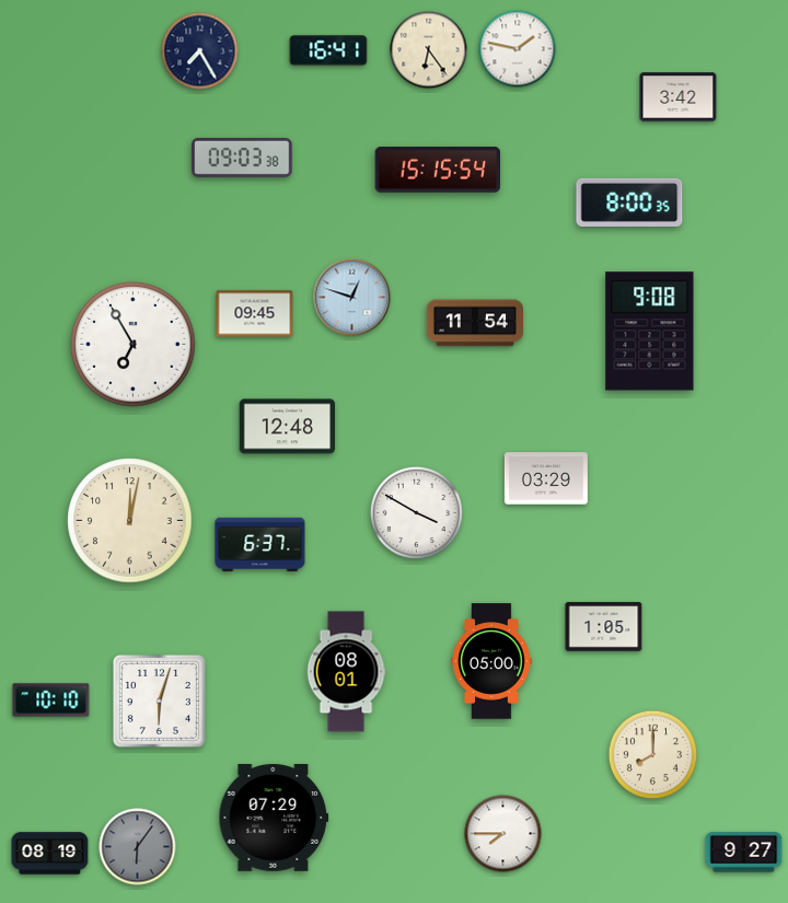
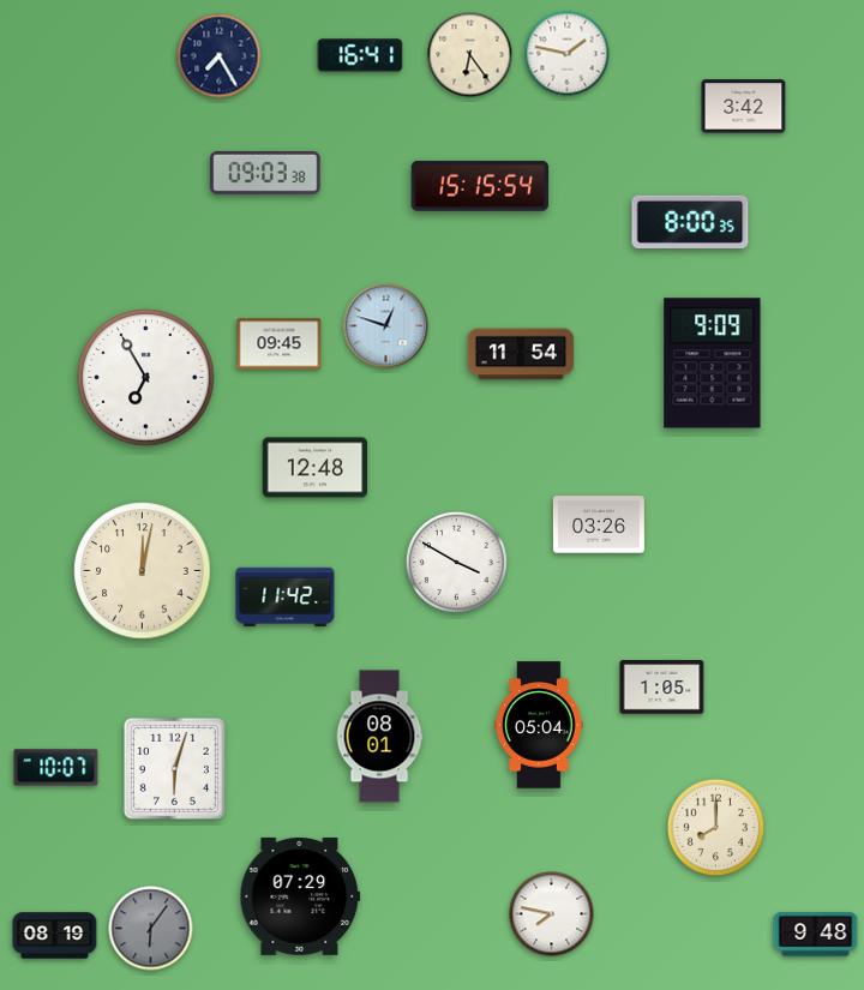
clock at (650, 332): 9:08 -> 9:09
clock at (546, 478): 03:29 -> 03:26
clock at (260, 545): 6:37 -> 11:42
clock at (491, 661): 05:00 -> 05:04
clock at (51, 701): 10:10 -> 10:07
clock at (503, 834): 7:45 -> 7:47
clock at (744, 853): 9:27 -> 9:48
